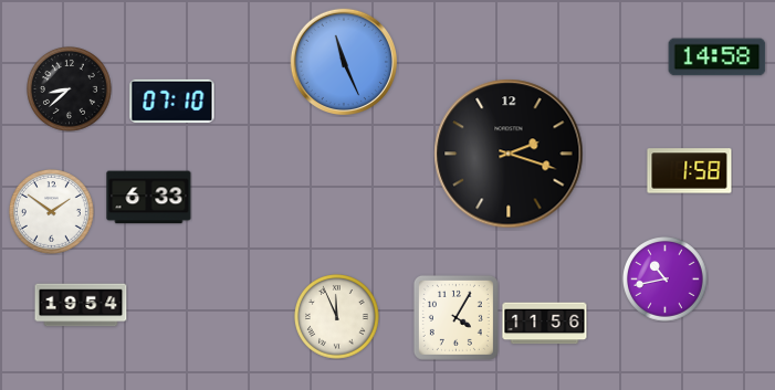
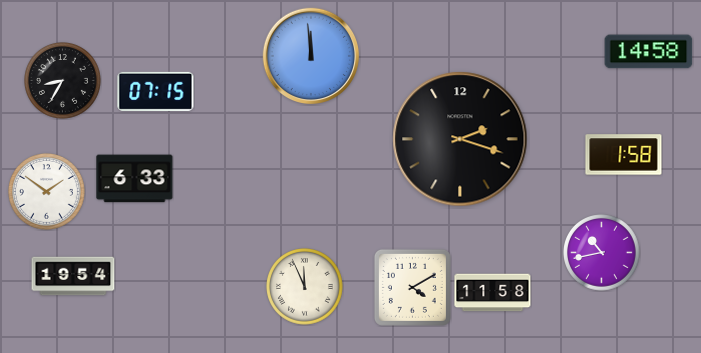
clock at (343, 61): 11:26 -> 11:59
clock at (70, 89): 8:38 -> 8:35
clock at (172, 101): 07:10 -> 07:15
clock at (455, 317): 4:05 -> 4:10
clock at (545, 324): 11:56 -> 11:58
